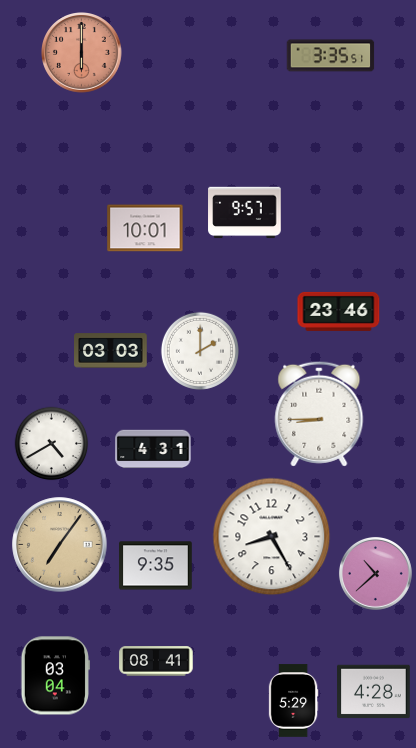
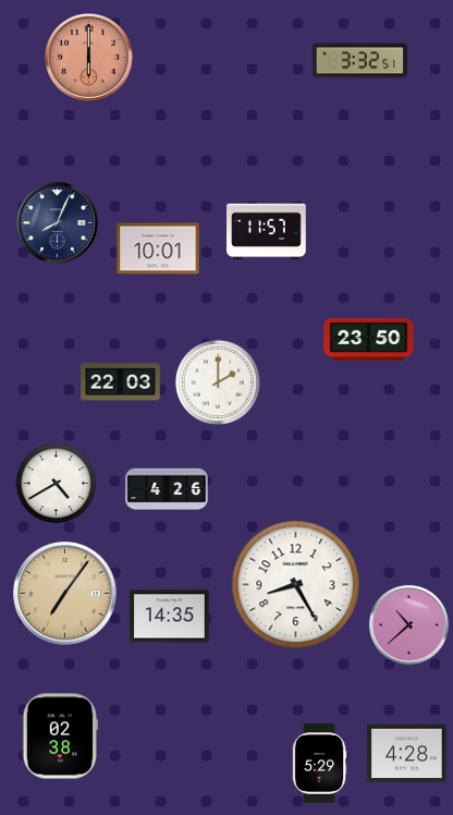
clock at (331, 56): 3:35 -> 3:32
clock at (57, 222): none -> 8:04
clock at (245, 213): 9:57 -> 11:57
clock at (339, 311): 23:46 -> 23:50
clock at (111, 351): 03:03 -> 22:03
clock at (319, 414): 8:45 -> none
clock at (153, 449): 4:31 -> 4:26
clock at (156, 566): 9:35 -> 14:35
clock at (156, 661): 08:41 -> none
clock at (55, 676): 03:04 -> 02:38
